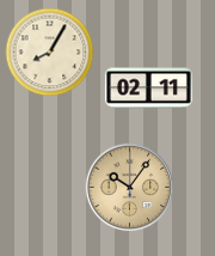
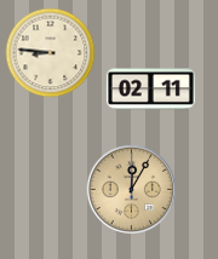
clock at (50, 53): 8:05 -> 8:46
clock at (129, 187): 10:06 -> 12:05
